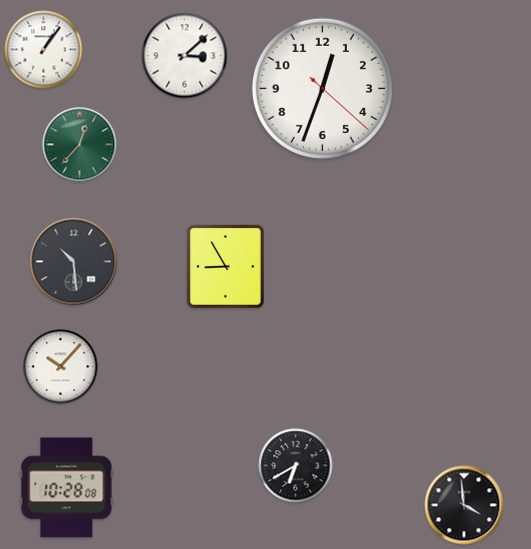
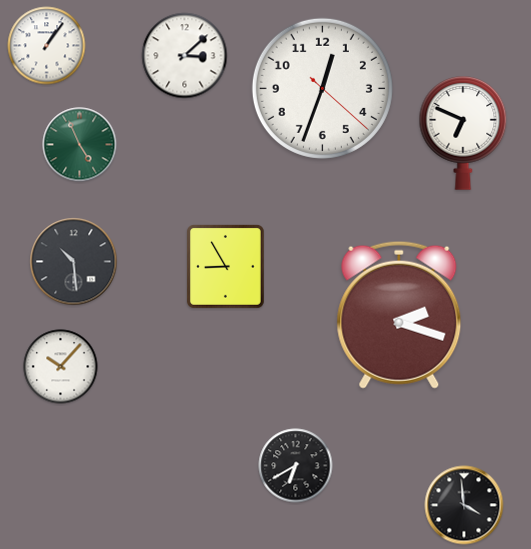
clock at (44, 50) position: (44, 50) -> (47, 46)
clock at (463, 134): none -> 6:49
clock at (80, 145): 12:37 -> 4:56
clock at (399, 315): none -> 2:18
clock at (67, 488): 10:28 -> none
